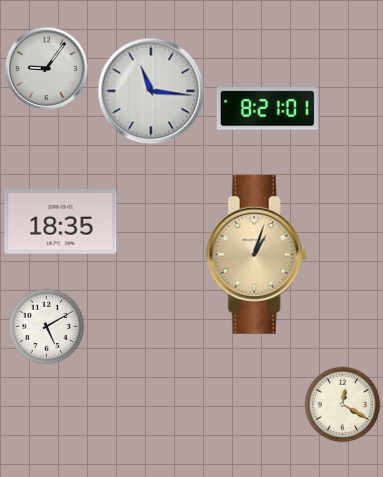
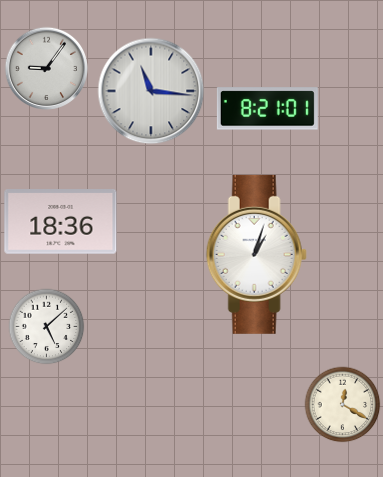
clock at (61, 222): 18:35 -> 18:36
clock at (256, 254) dial: champagne -> white
clock at (47, 327): 5:10 -> 5:08
